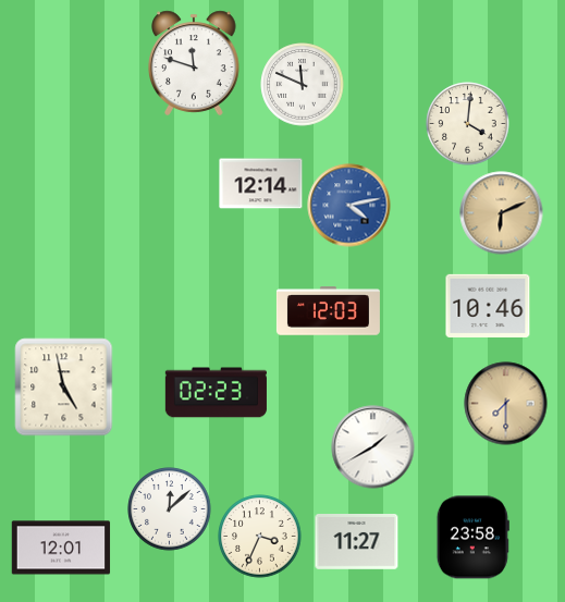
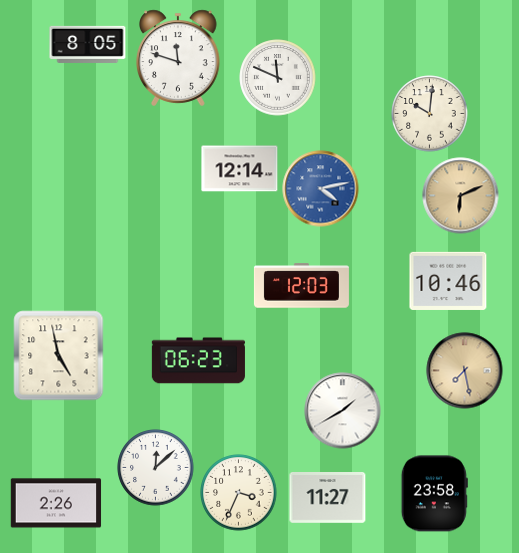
clock at (88, 44): none -> 8:05
clock at (468, 124): 4:01 -> 10:01
clock at (216, 393): 02:23 -> 06:23
clock at (506, 404): 7:30 -> 7:28
clock at (61, 548): 12:01 -> 2:26
